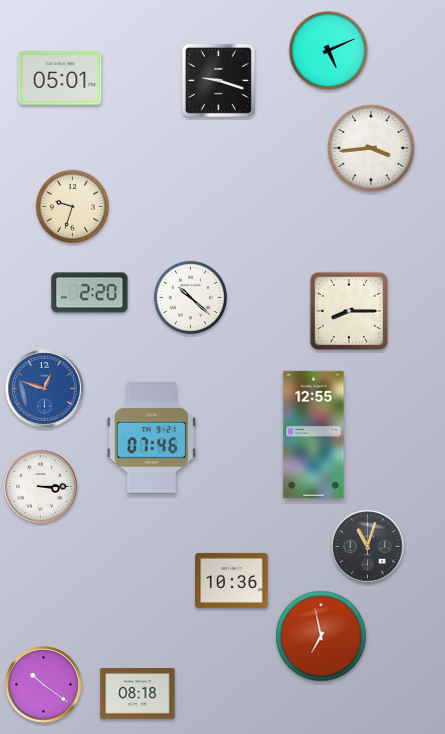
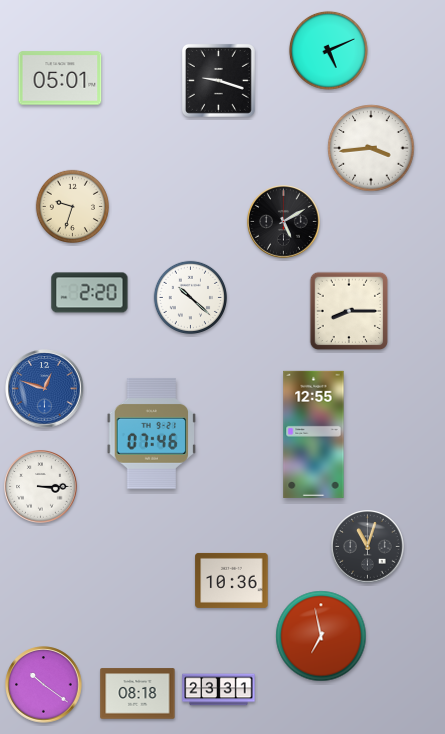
clock at (284, 222): none -> 5:10
clock at (152, 438) position: (152, 438) -> (152, 434)
clock at (219, 690): none -> 23:31
